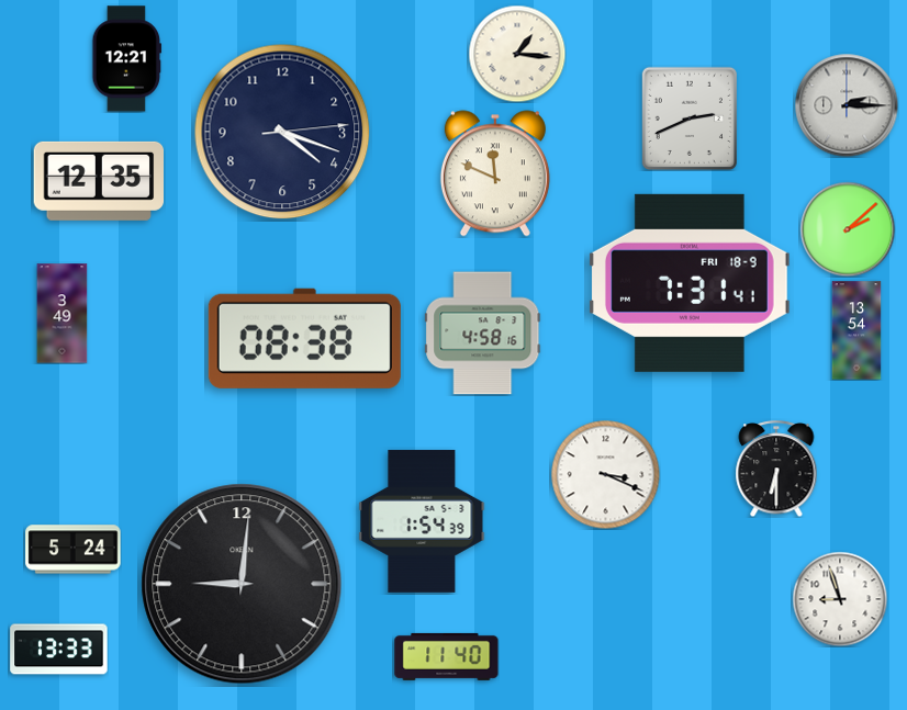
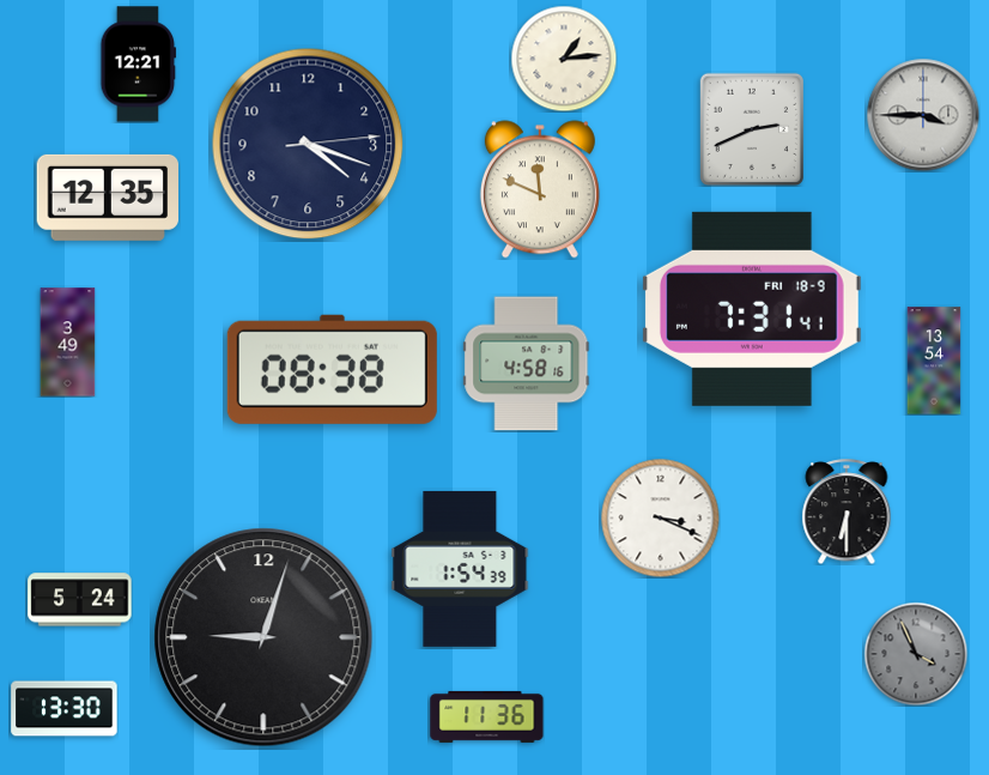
clock at (517, 54): 1:16 -> 1:14
clock at (847, 105): 2:15 -> 3:45
clock at (848, 229): 2:08 -> none
clock at (242, 584): 9:01 -> 9:03
clock at (840, 599): 8:57 -> 3:56
clock at (840, 599) dial: white -> grey
clock at (59, 650): 13:33 -> 13:30
clock at (447, 656): 11:40 -> 11:36
